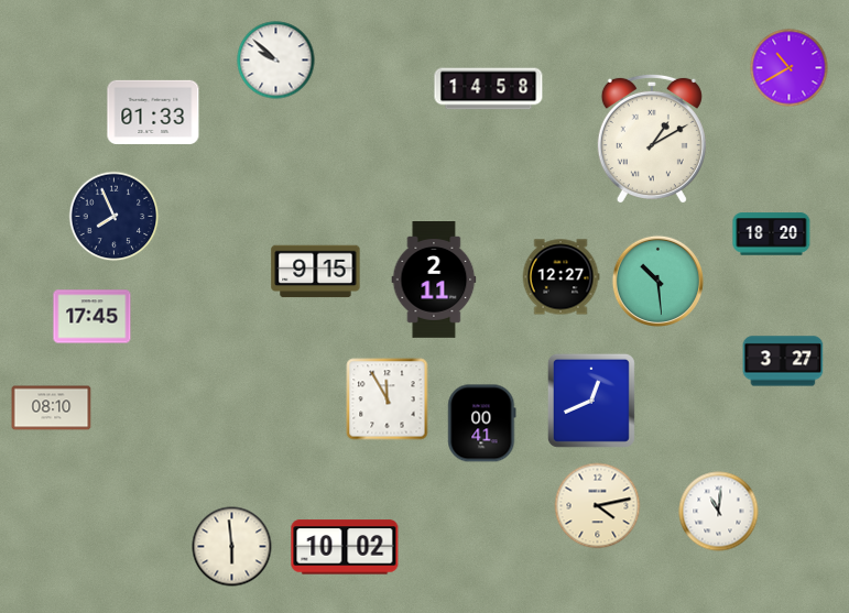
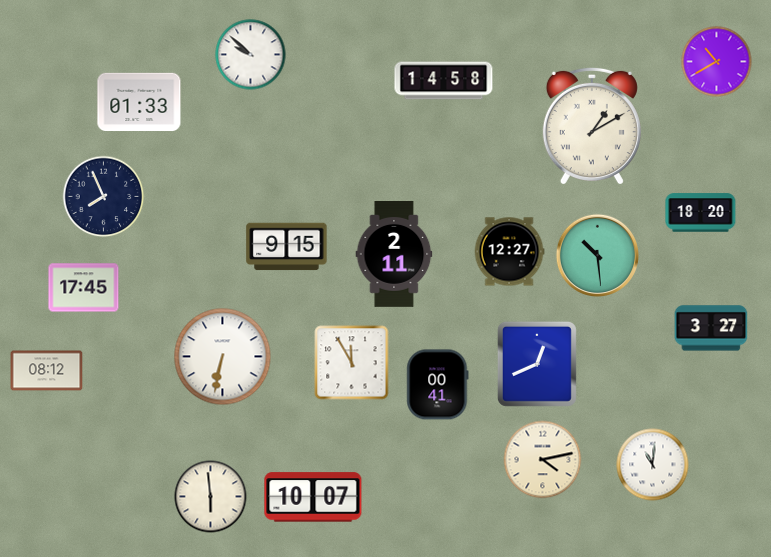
clock at (223, 357): none -> 6:32
clock at (52, 408): 08:10 -> 08:12
clock at (345, 547): 10:02 -> 10:07
